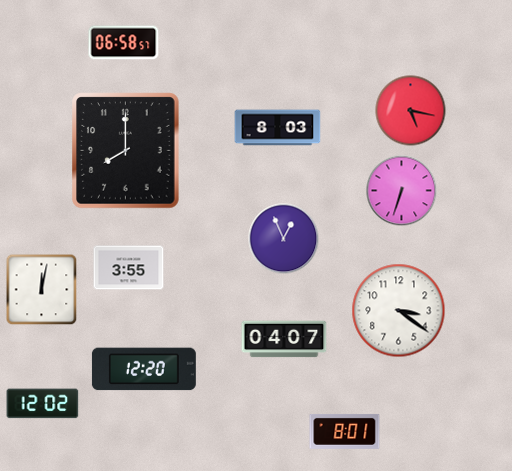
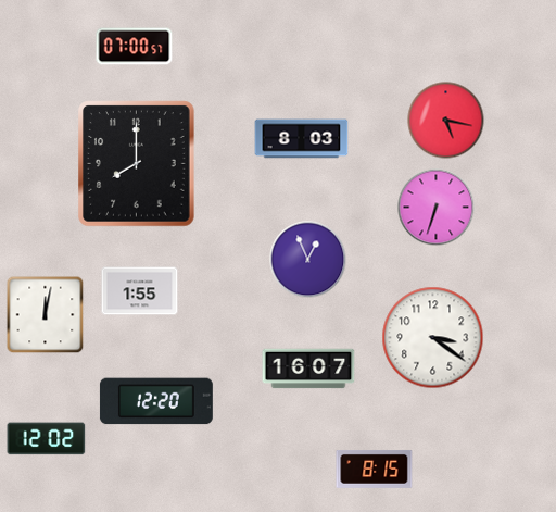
clock at (124, 43): 06:58 -> 07:00
clock at (129, 268): 3:55 -> 1:55
clock at (284, 339): 04:07 -> 16:07
clock at (345, 431): 8:01 -> 8:15
